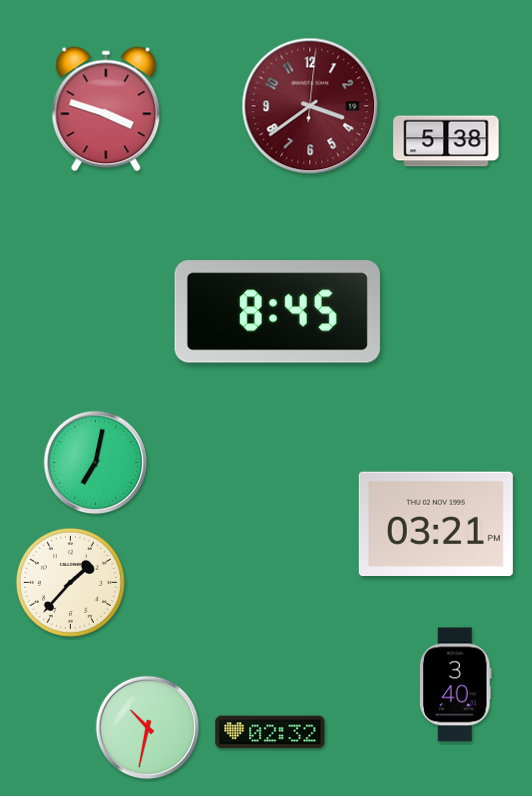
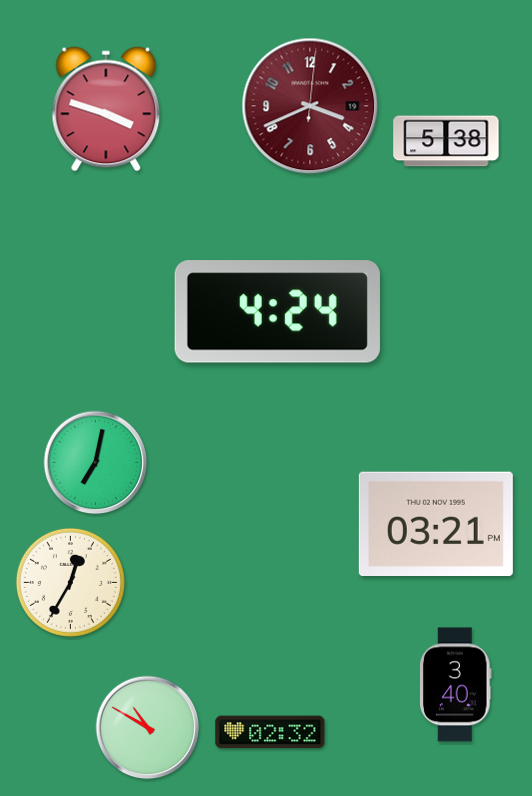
clock at (310, 106): 3:39 -> 3:41
clock at (277, 312): 8:45 -> 4:24
clock at (70, 582): 1:37 -> 12:35
clock at (148, 728): 10:32 -> 10:50
